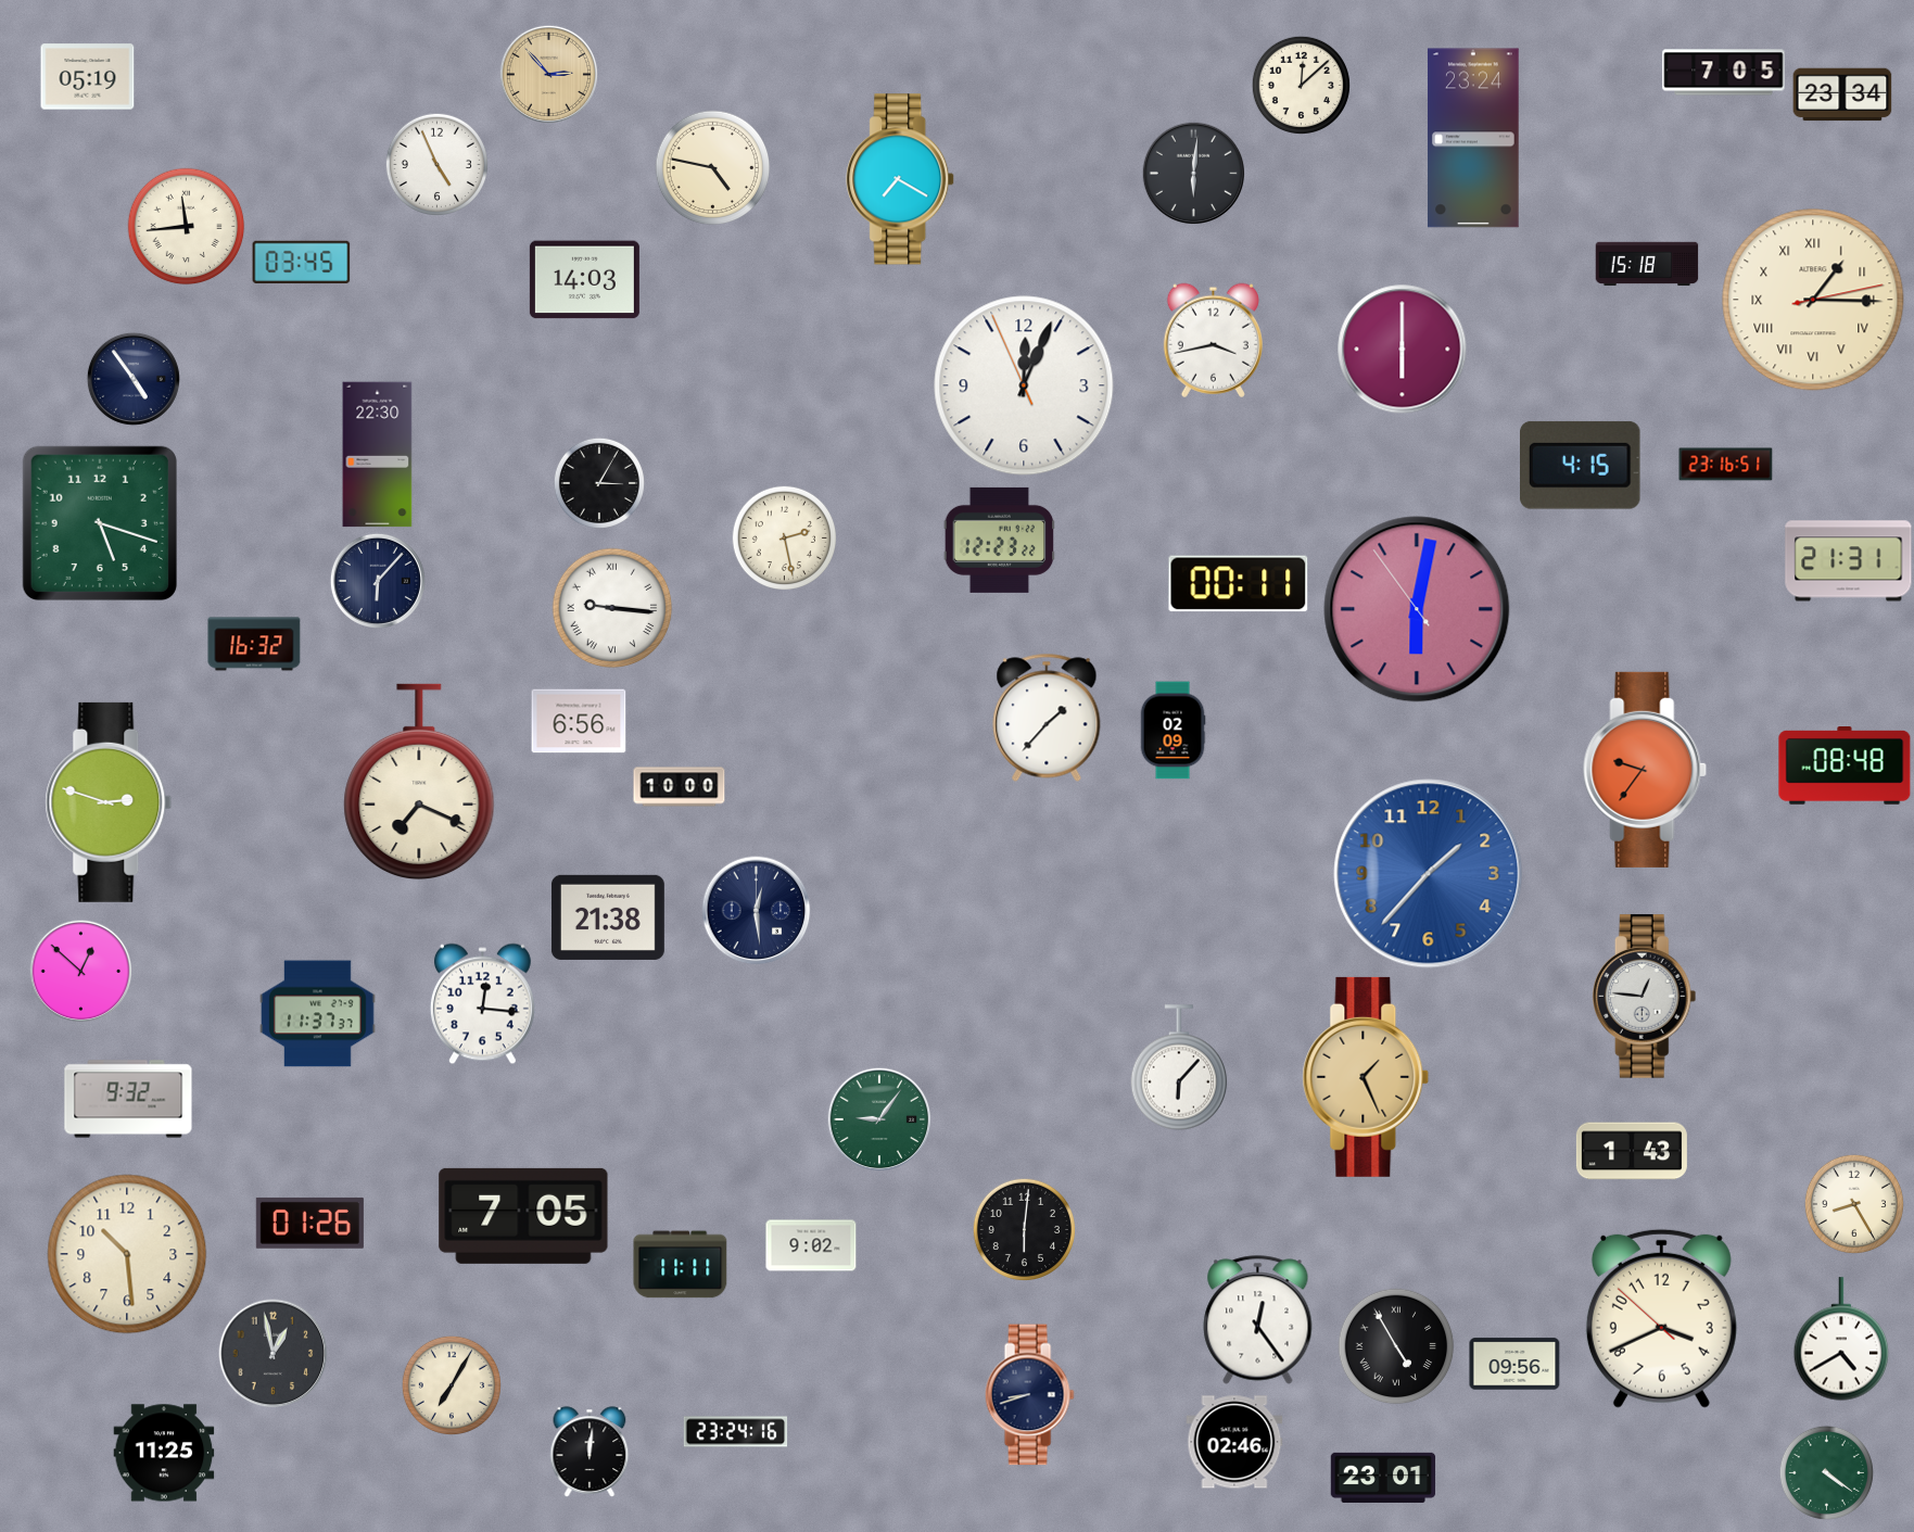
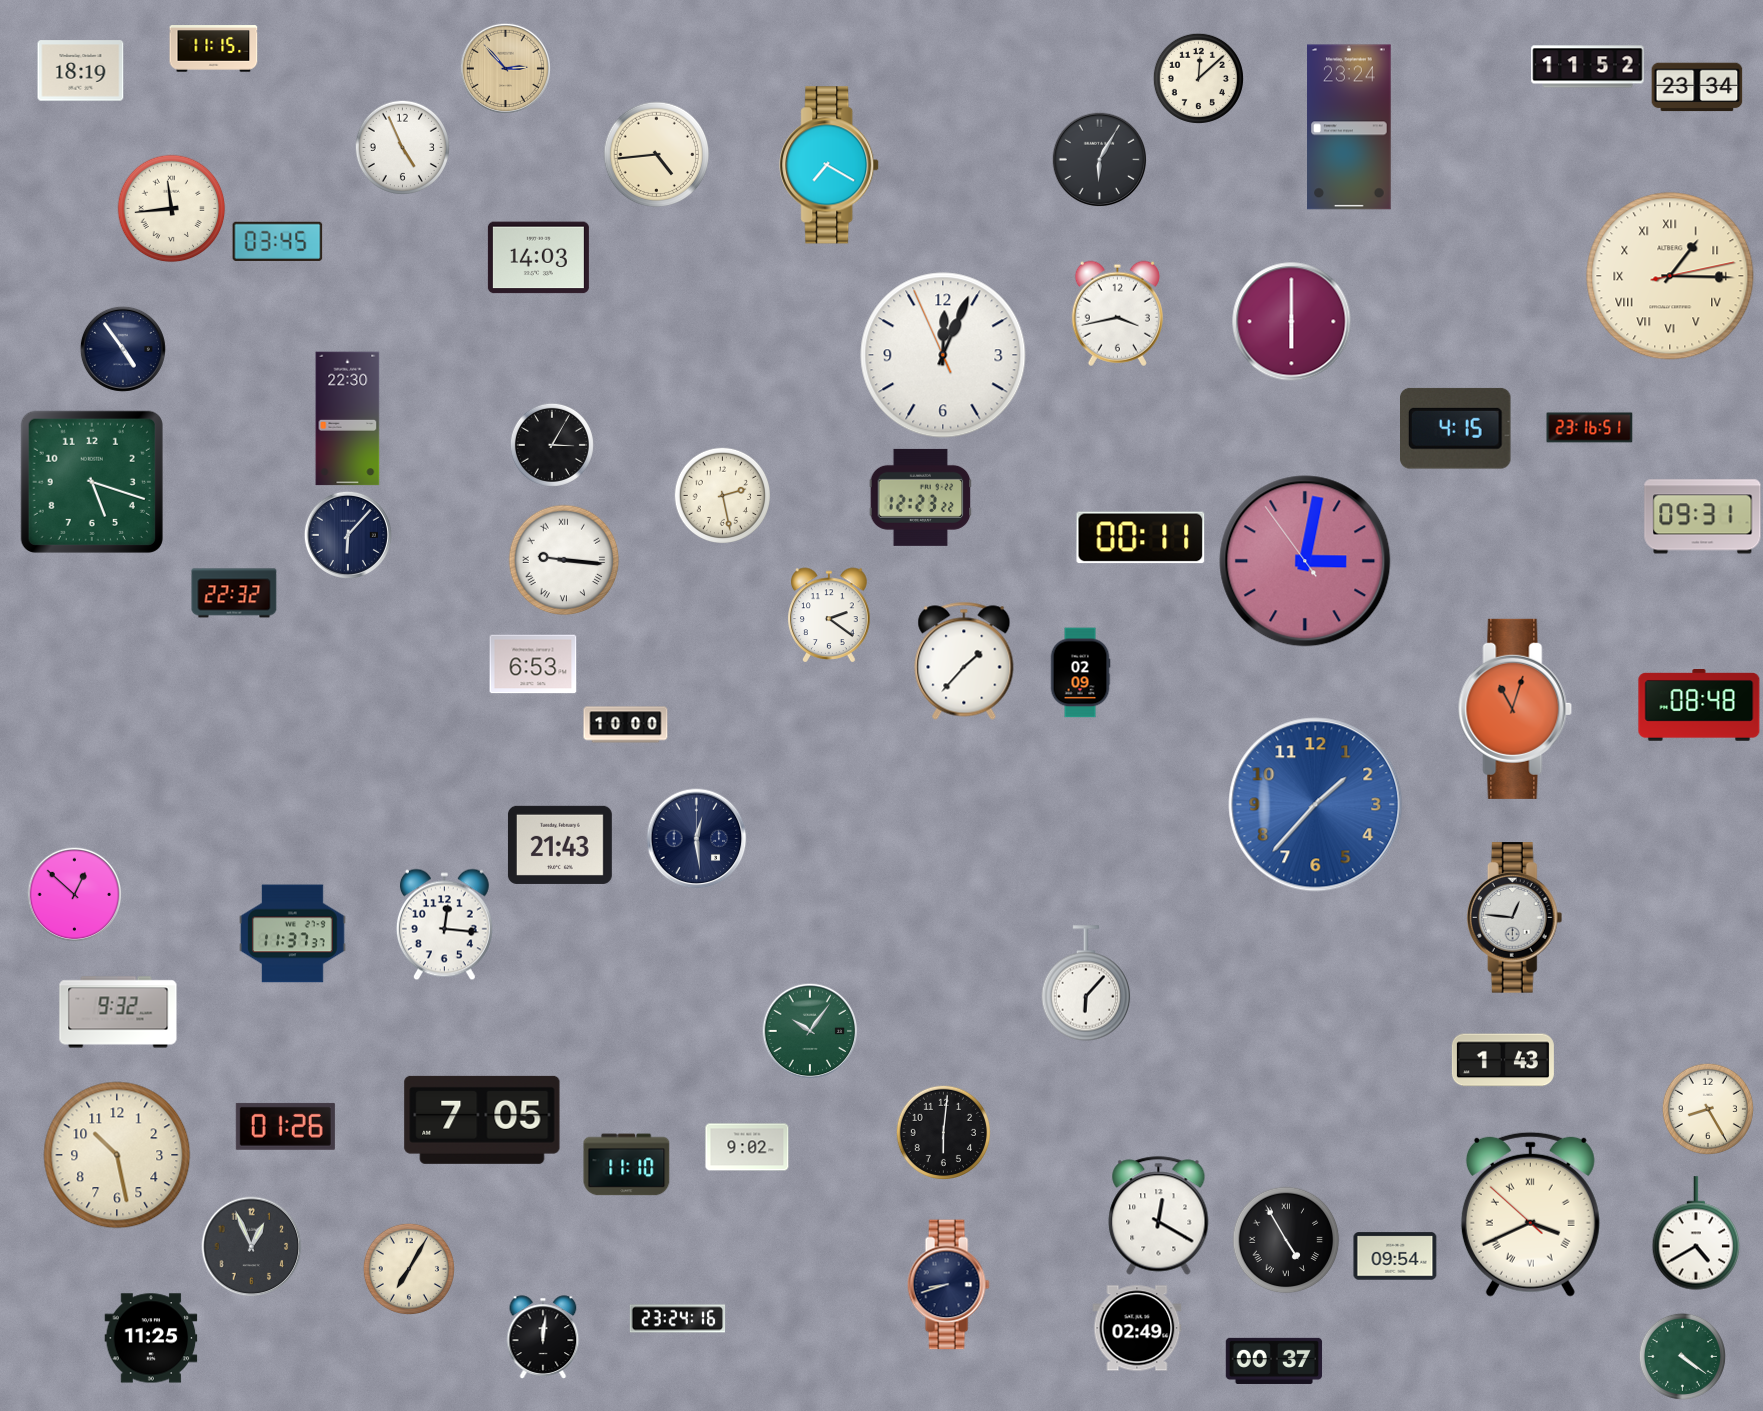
clock at (214, 49): none -> 11:15
clock at (1724, 73): 7:05 -> 11:52
clock at (88, 77): 05:19 -> 18:19
clock at (1473, 138) position: (1473, 138) -> (1349, 127)
clock at (436, 164) position: (436, 164) -> (402, 147)
clock at (713, 168): 4:47 -> 4:44
clock at (1193, 173): 6:01 -> 6:05
clock at (1647, 264): 15:18 -> none
clock at (1849, 561): 21:31 -> 09:31
clock at (1417, 609): 6:01 -> 3:01
clock at (254, 644): 16:32 -> 22:32
clock at (829, 615): none -> 2:21
clock at (579, 721): 6:56 -> 6:53
clock at (1645, 770): 9:36 -> 11:03
clock at (419, 782): 7:19 -> none
clock at (109, 802): 2:48 -> none
clock at (608, 917): 21:38 -> 21:43
clock at (1366, 1077): 1:26 -> none
clock at (879, 1119): 9:06 -> 10:06
clock at (127, 1254): 10:29 -> 10:28
clock at (681, 1265): 11:11 -> 11:10
clock at (1661, 1318) numerals: Arabic -> Roman
clock at (1258, 1320): 12:24 -> 12:20
clock at (274, 1354): 12:58 -> 12:56
clock at (1514, 1364): 09:56 -> 09:54
clock at (452, 1385) position: (452, 1385) -> (409, 1269)
clock at (1234, 1442): 02:46 -> 02:49
clock at (1383, 1478): 23:01 -> 00:37
